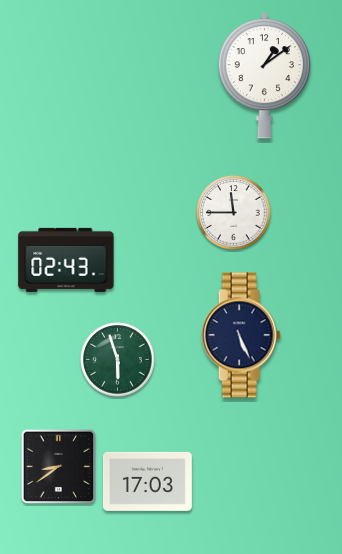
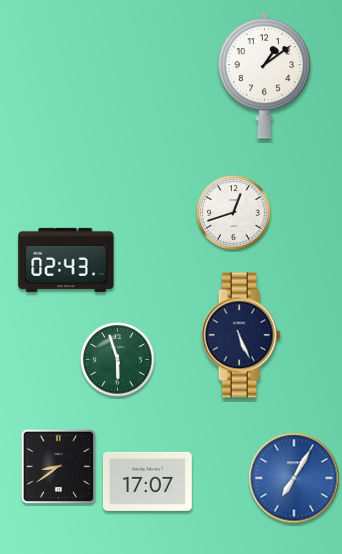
clock at (234, 213): 11:45 -> 12:42
clock at (294, 478): none -> 7:05
clock at (147, 481): 17:03 -> 17:07
